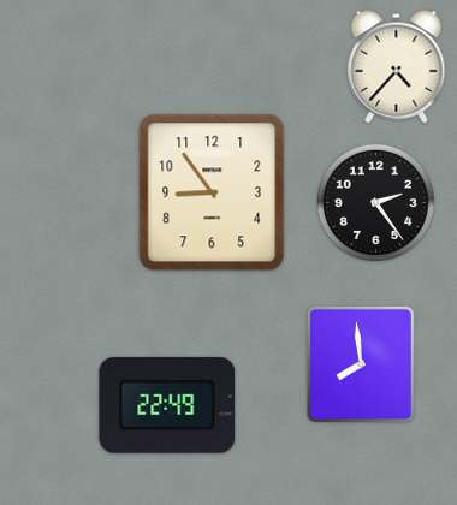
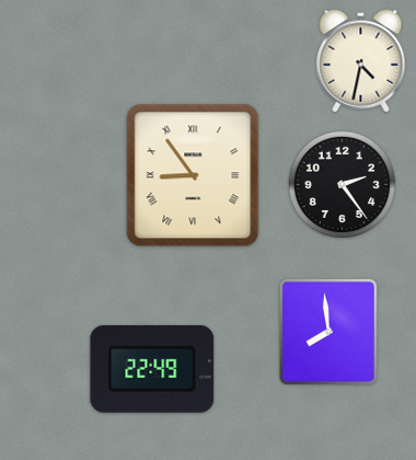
clock at (397, 67): 4:37 -> 4:32
clock at (212, 192) numerals: Arabic -> Roman
